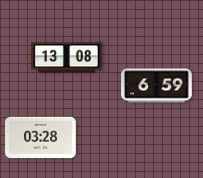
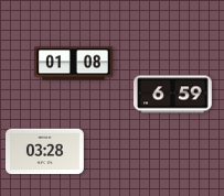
clock at (67, 58): 13:08 -> 01:08
